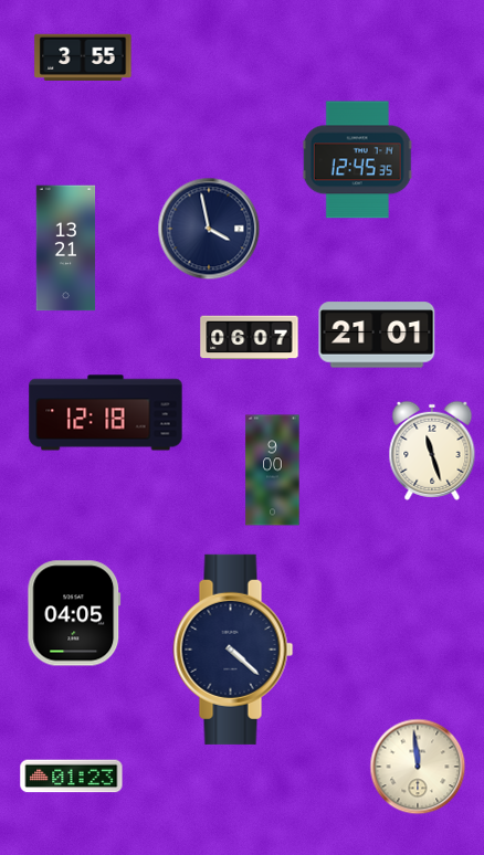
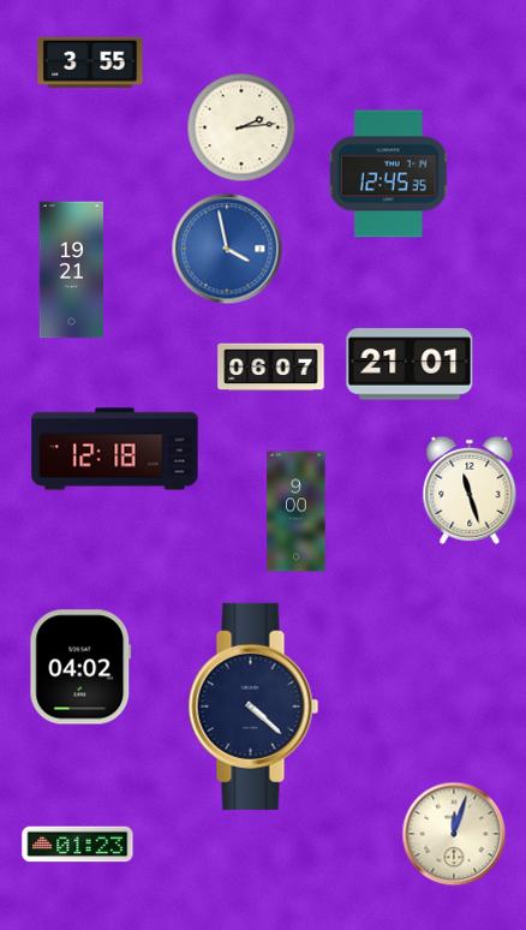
clock at (241, 127): none -> 2:14
clock at (209, 229) dial: navy -> blue
clock at (66, 249): 13:21 -> 19:21
clock at (74, 613): 04:05 -> 04:02
clock at (418, 767): 11:59 -> 12:03
